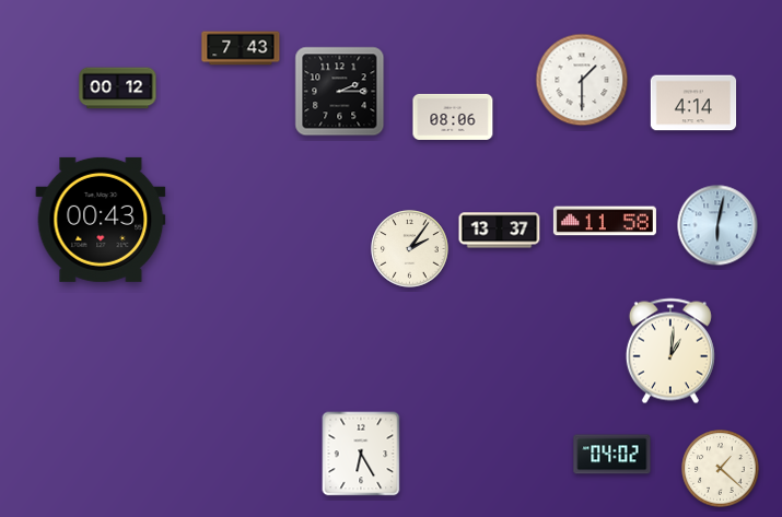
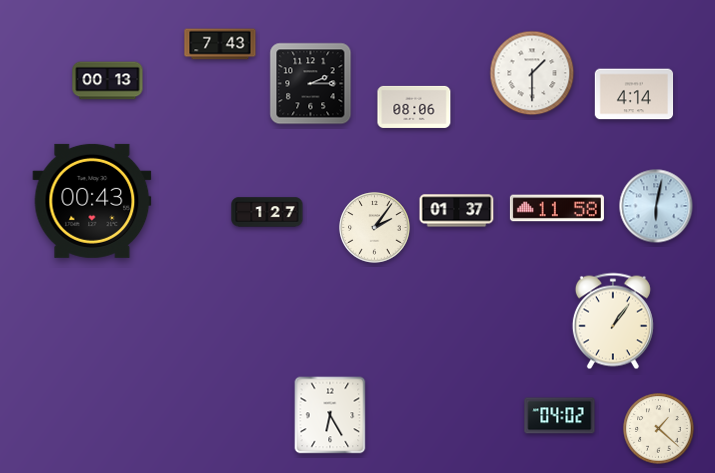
clock at (118, 89): 00:12 -> 00:13
clock at (605, 221) position: (605, 221) -> (557, 208)
clock at (500, 231): 13:37 -> 01:37
clock at (267, 212): none -> 1:27
clock at (670, 351): 1:01 -> 1:06
